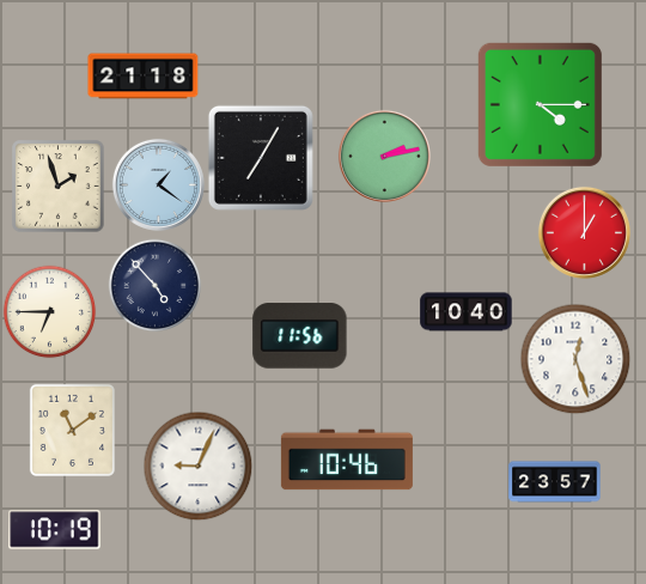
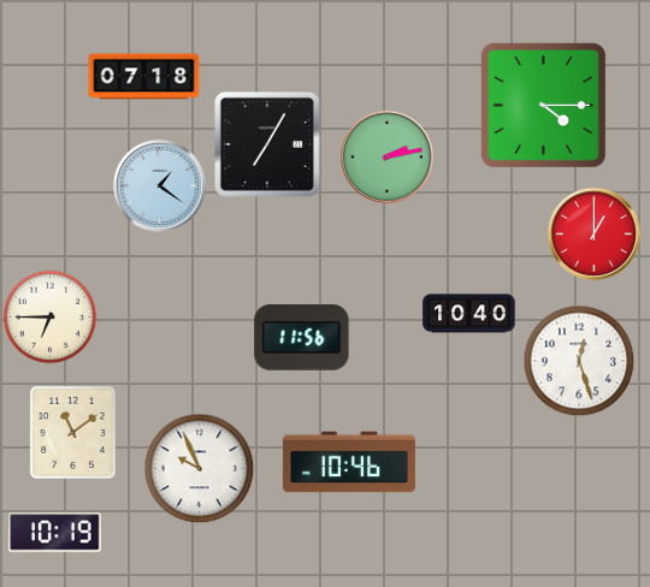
clock at (144, 77): 21:18 -> 07:18
clock at (261, 158) position: (261, 158) -> (267, 144)
clock at (59, 187): 1:57 -> none
clock at (584, 232) position: (584, 232) -> (593, 233)
clock at (154, 285): 4:53 -> none
clock at (49, 311) position: (49, 311) -> (49, 316)
clock at (197, 466): 9:04 -> 9:56
clock at (555, 482): 23:57 -> none
